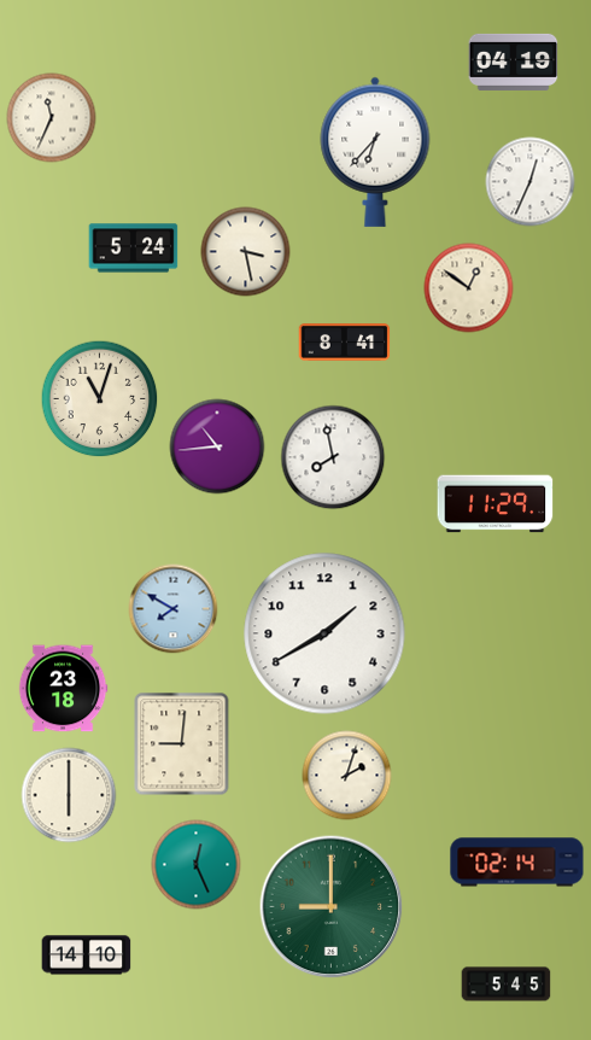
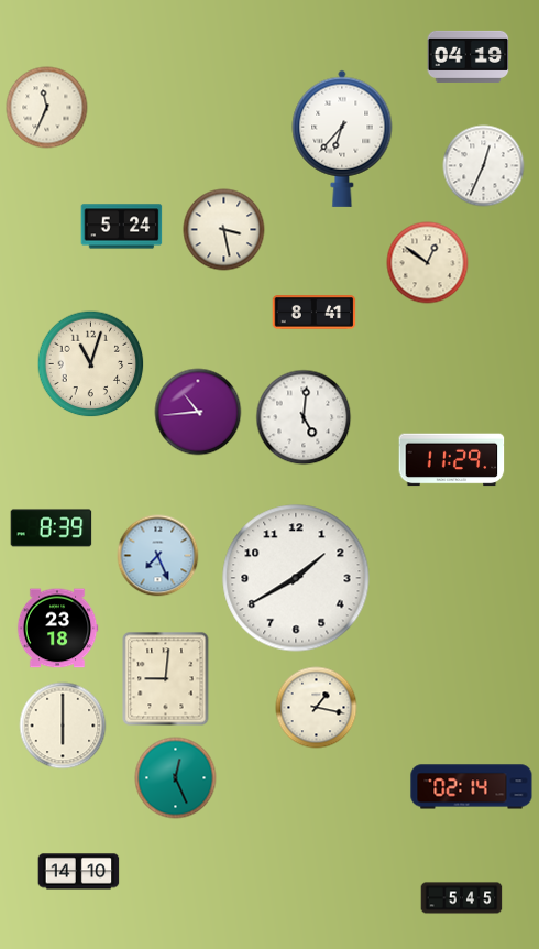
clock at (217, 446) position: (217, 446) -> (198, 412)
clock at (333, 457): 7:58 -> 5:01
clock at (52, 528): none -> 8:39
clock at (174, 609): 7:50 -> 7:26
clock at (347, 776): 2:03 -> 1:17
clock at (197, 865) position: (197, 865) -> (176, 778)
clock at (332, 907): 9:00 -> none
